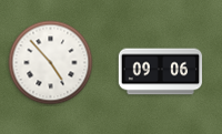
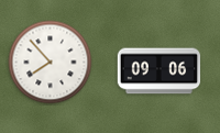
clock at (51, 63): 4:53 -> 7:53
